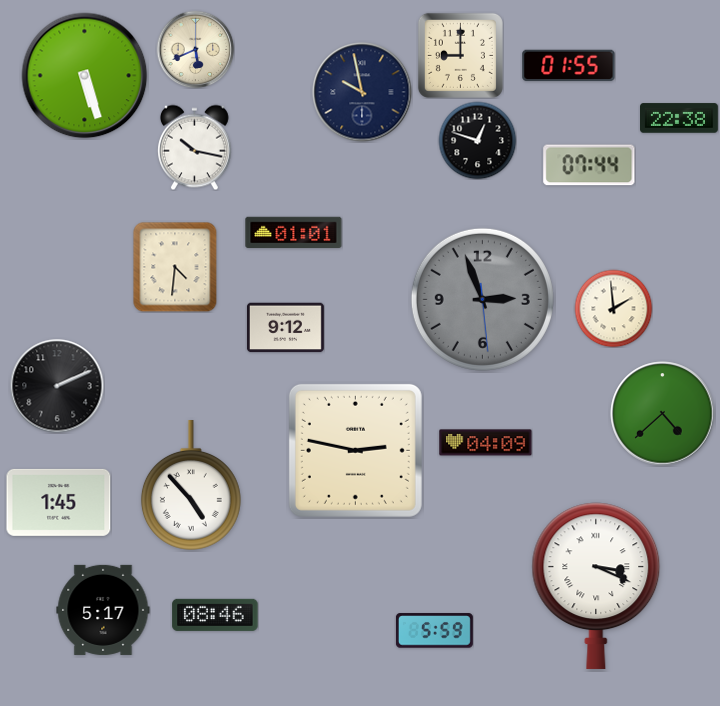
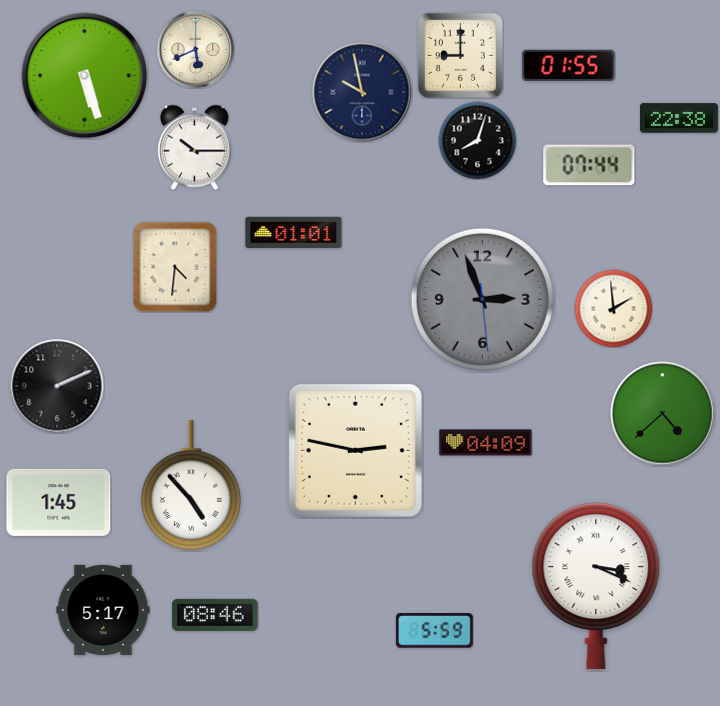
clock at (477, 140): 12:48 -> 8:03
clock at (194, 147): 10:17 -> 10:15
clock at (285, 328): 9:12 -> none
